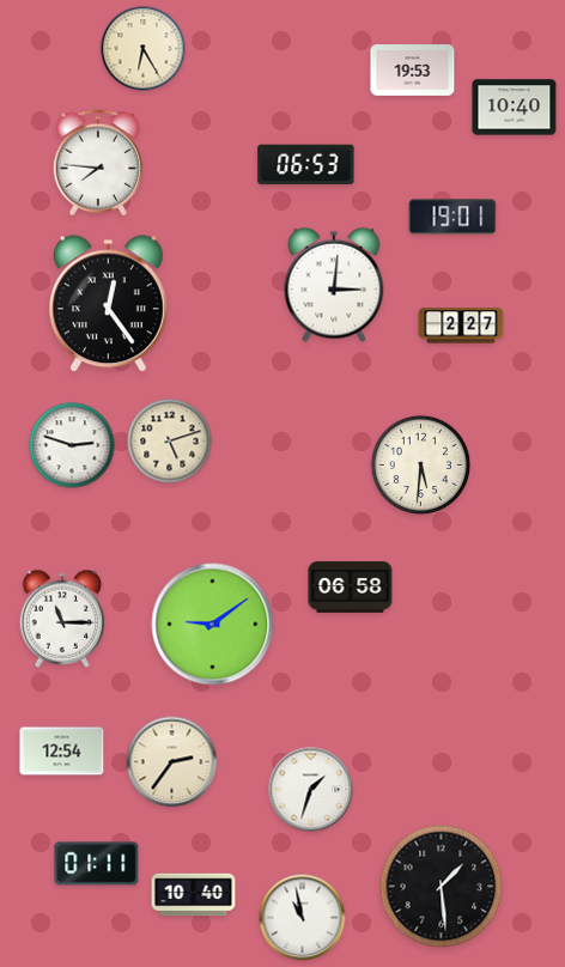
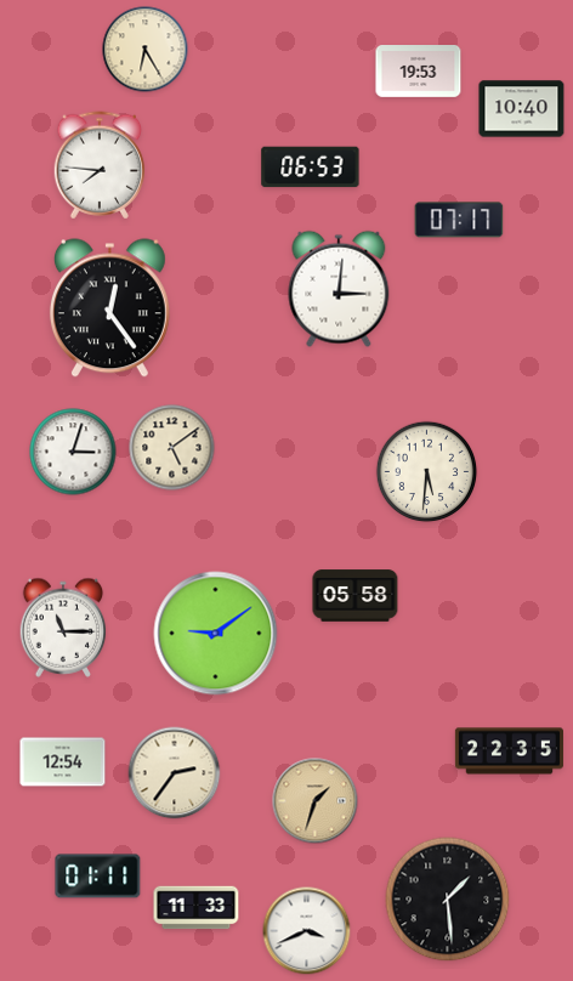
clock at (452, 217): 19:01 -> 07:17
clock at (461, 326): 2:27 -> none
clock at (170, 442): 5:12 -> 5:09
clock at (72, 445): 2:48 -> 3:03
clock at (351, 588): 06:58 -> 05:58
clock at (509, 752): none -> 22:35
clock at (311, 790) dial: white -> champagne
clock at (194, 895): 10:40 -> 11:33
clock at (303, 918): 10:58 -> 3:41
